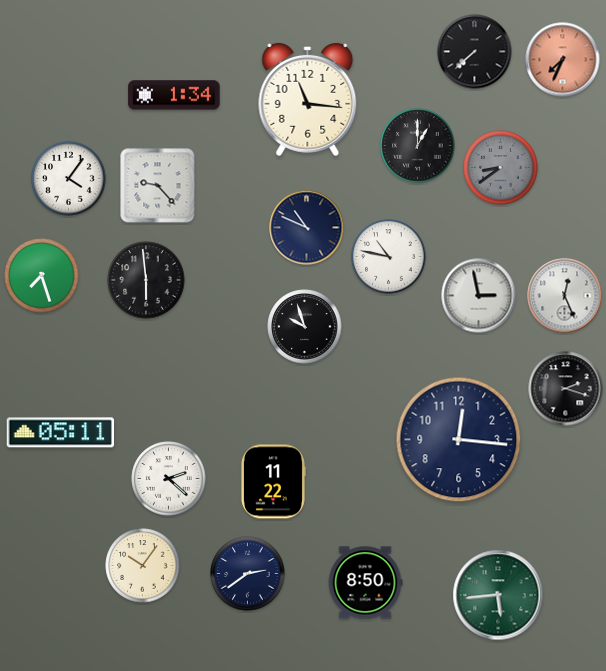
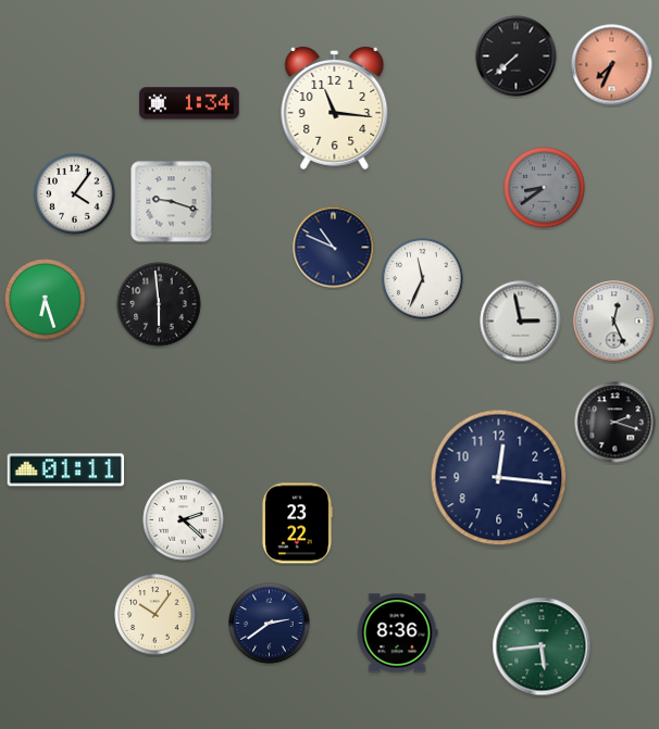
clock at (418, 146): 1:00 -> none
clock at (501, 168) position: (501, 168) -> (545, 188)
clock at (158, 186): 9:23 -> 9:18
clock at (389, 257): 10:47 -> 11:34
clock at (42, 276): 7:27 -> 6:27
clock at (305, 327): 9:57 -> none
clock at (60, 433): 05:11 -> 01:11
clock at (273, 482): 11:22 -> 23:22
clock at (365, 583): 8:50 -> 8:36
